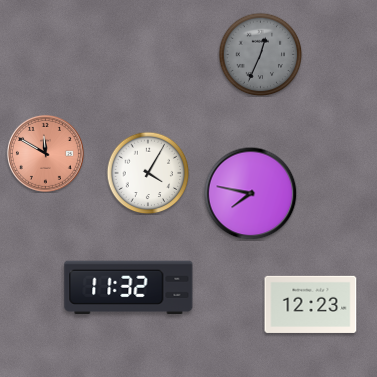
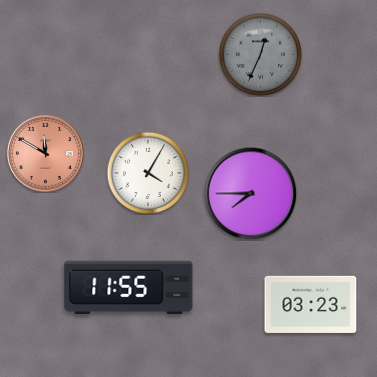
clock at (250, 193): 7:47 -> 7:45
clock at (129, 287): 11:32 -> 11:55
clock at (311, 304): 12:23 -> 03:23
